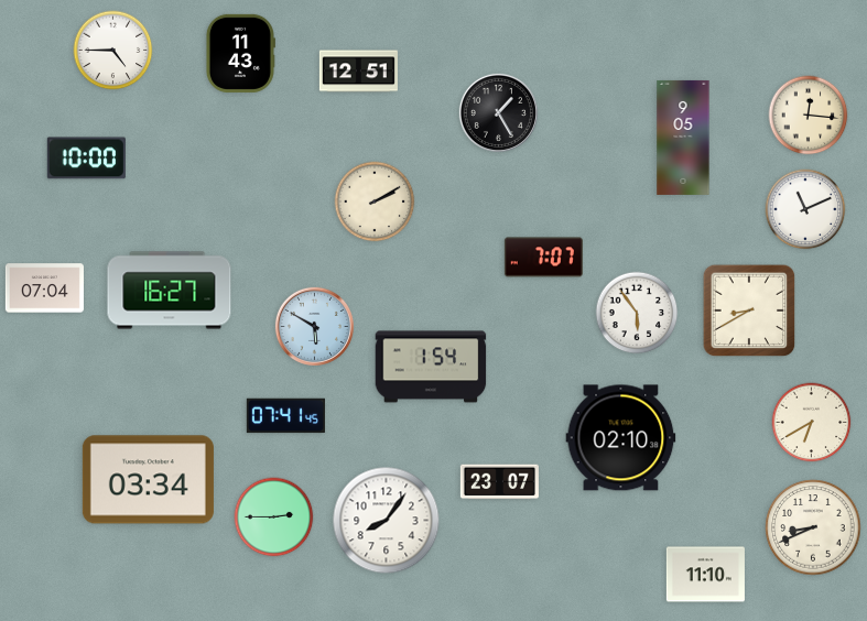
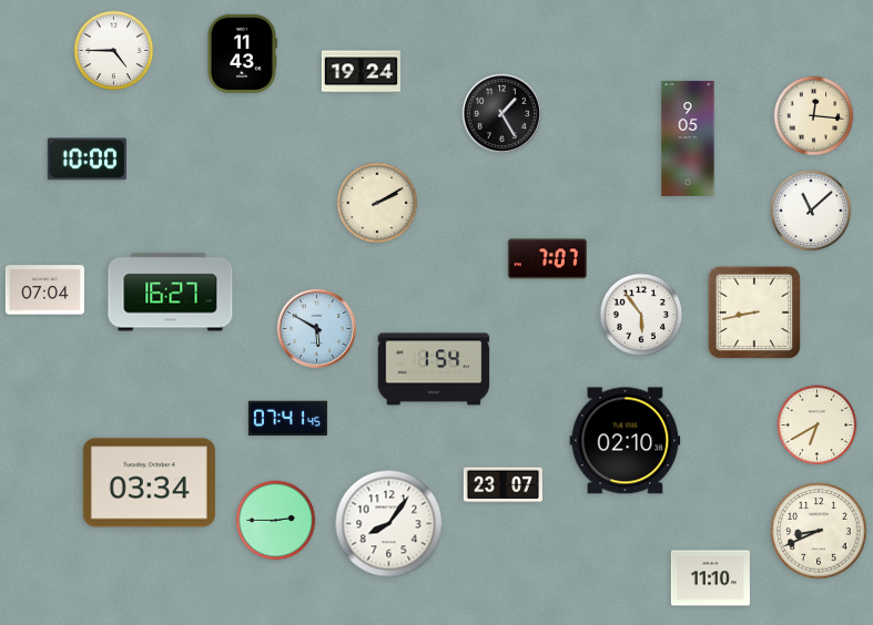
clock at (358, 72): 12:51 -> 19:24
clock at (805, 209): 11:11 -> 11:08
clock at (749, 310): 8:40 -> 8:43
